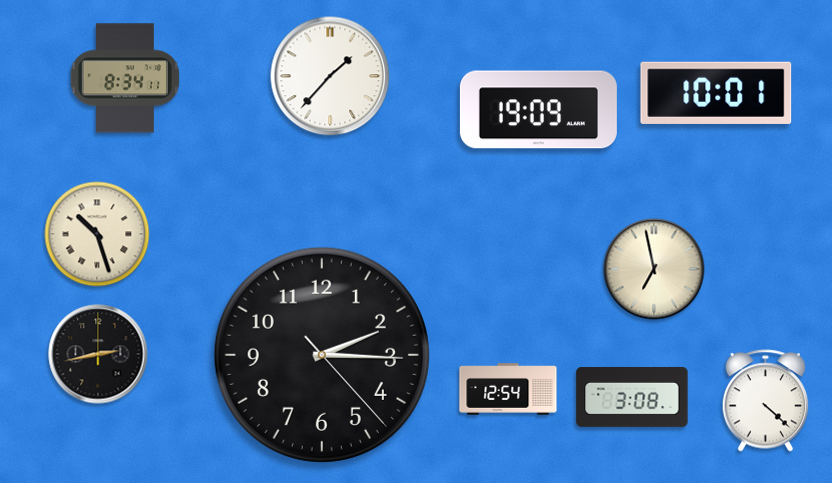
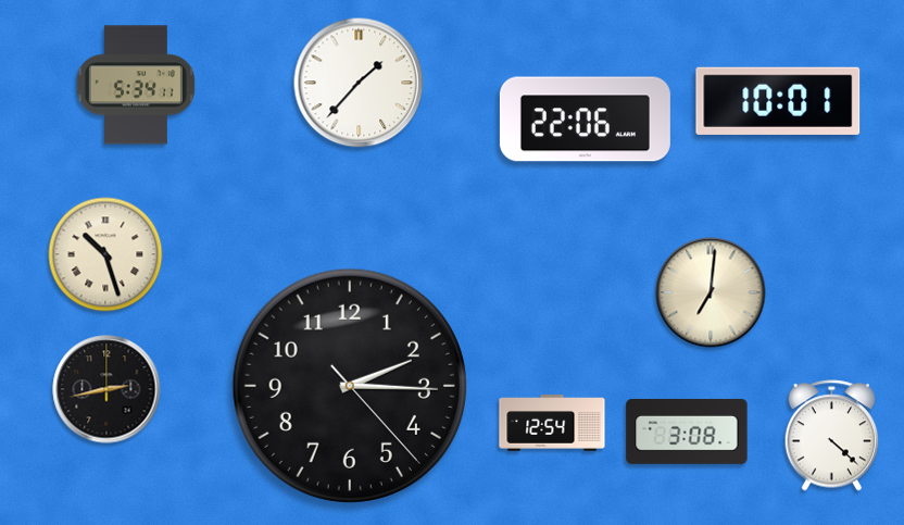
clock at (125, 78): 8:34 -> 5:34
clock at (538, 110): 19:09 -> 22:06
clock at (654, 269): 6:58 -> 7:01
clock at (98, 354) position: (98, 354) -> (106, 389)
